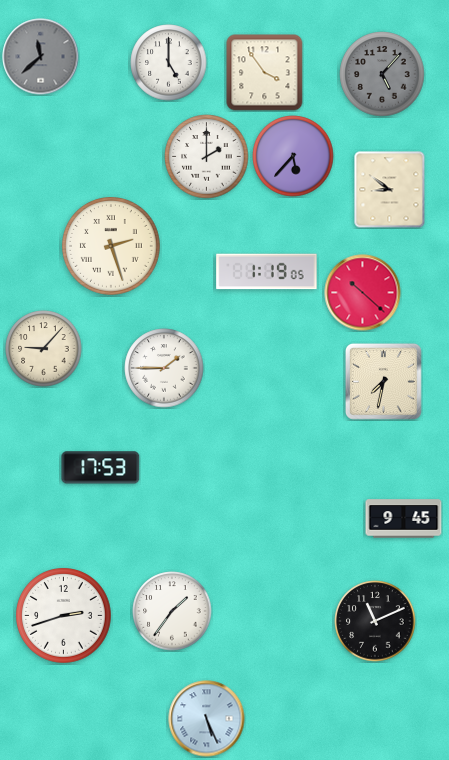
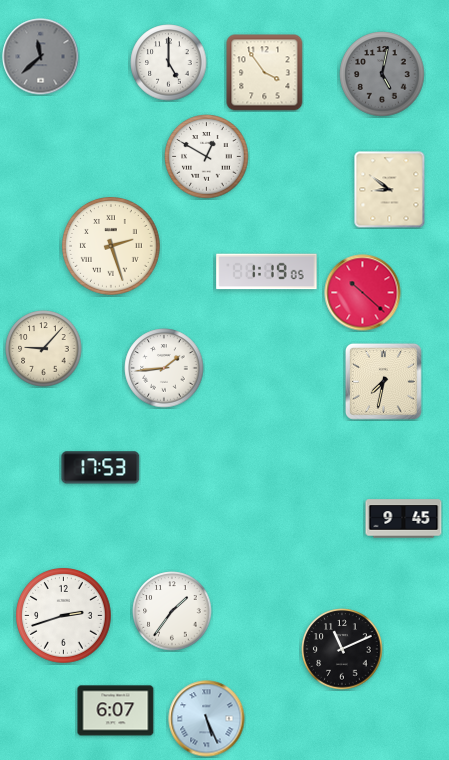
clock at (382, 74): 5:07 -> 5:02
clock at (293, 156): 5:37 -> none
clock at (207, 157): 2:00 -> 12:50
clock at (164, 368): 1:45 -> 1:44
clock at (375, 621) position: (375, 621) -> (342, 649)
clock at (116, 711): none -> 6:07
